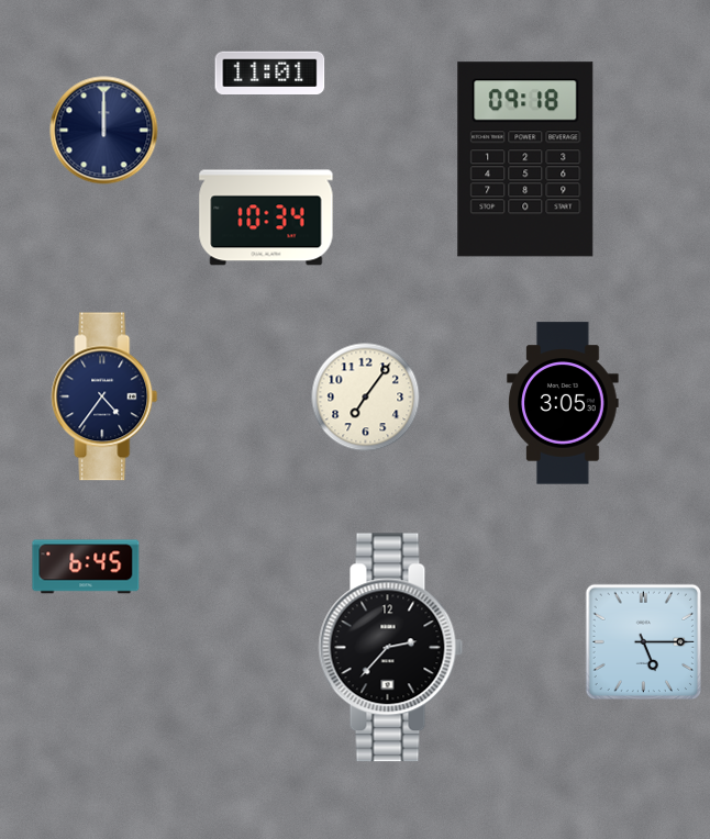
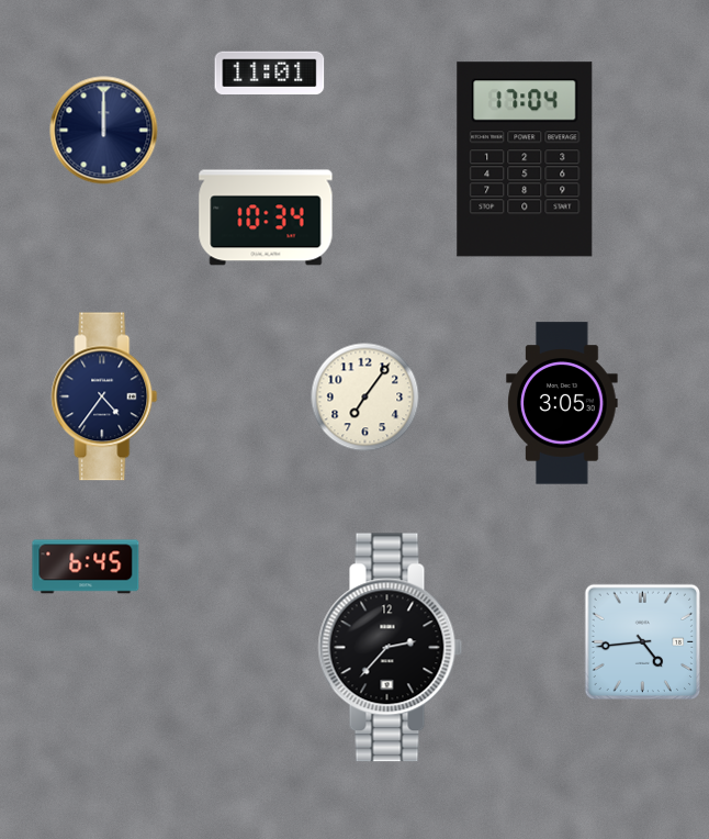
clock at (525, 159): 09:18 -> 17:04
clock at (643, 641): 5:15 -> 4:44
